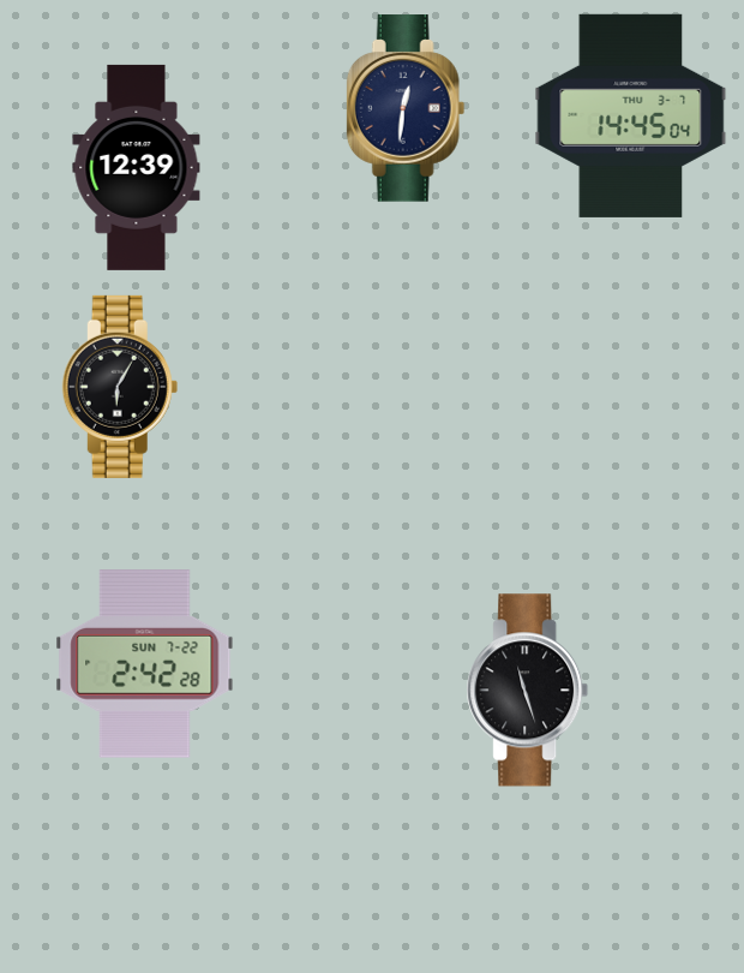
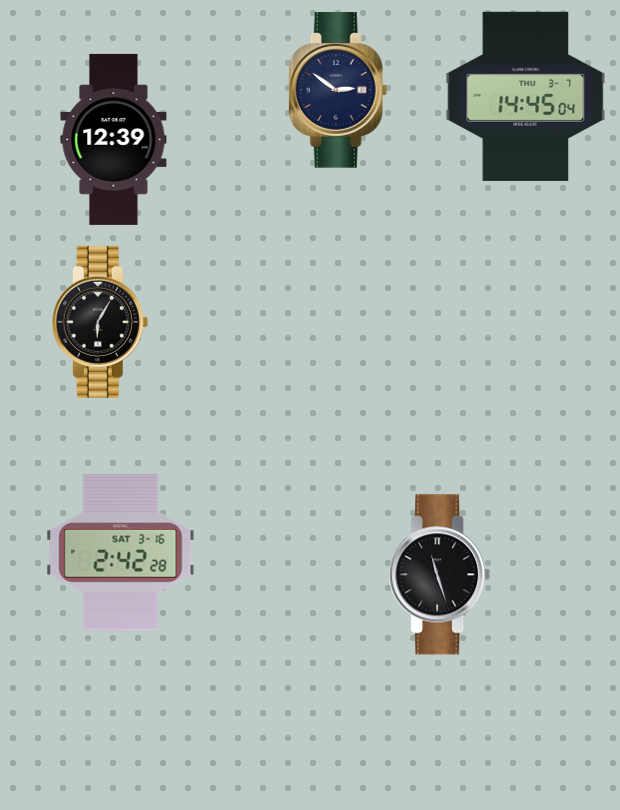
clock at (406, 108): 12:31 -> 2:51
clock at (145, 664) date: SUN 7-22 -> SAT 3-16
